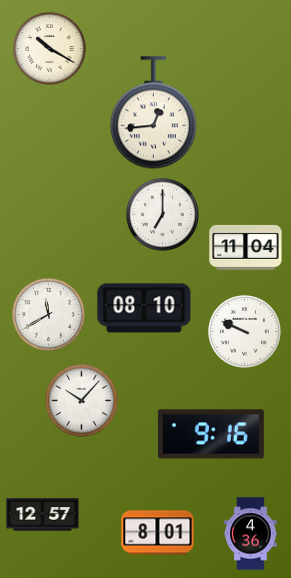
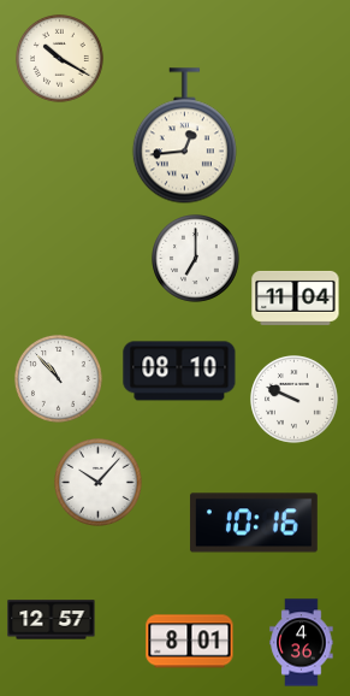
clock at (144, 308) position: (144, 308) -> (179, 371)
clock at (49, 315): 11:40 -> 10:53
clock at (211, 434): 9:16 -> 10:16
